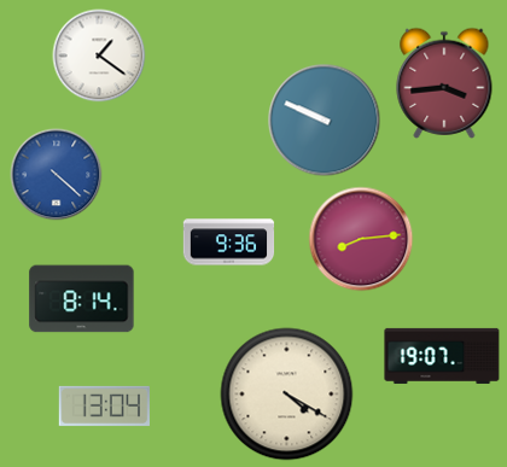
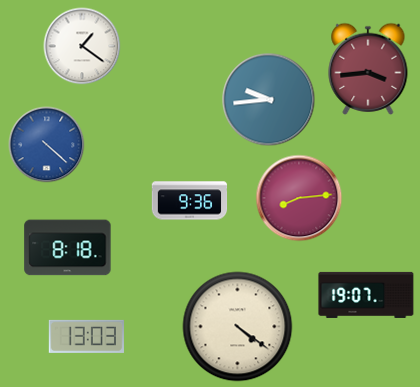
clock at (325, 121): 9:49 -> 9:44
clock at (82, 299): 8:14 -> 8:18
clock at (287, 395): 4:20 -> 4:21
clock at (104, 405): 13:04 -> 13:03
